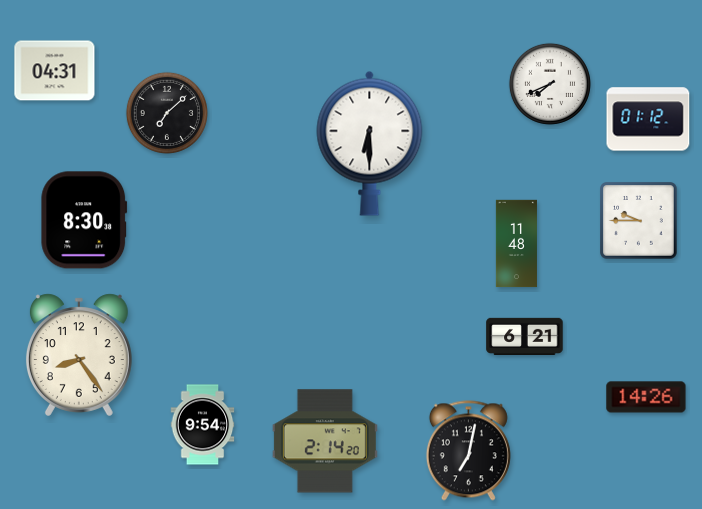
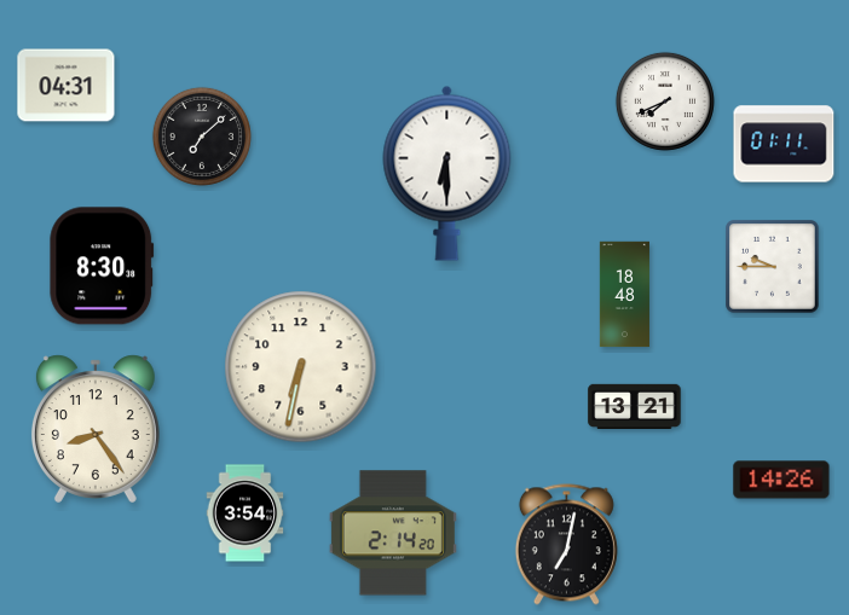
clock at (648, 119): 01:12 -> 01:11
clock at (516, 244): 11:48 -> 18:48
clock at (301, 367): none -> 6:32
clock at (525, 337): 6:21 -> 13:21
clock at (203, 425): 9:54 -> 3:54
